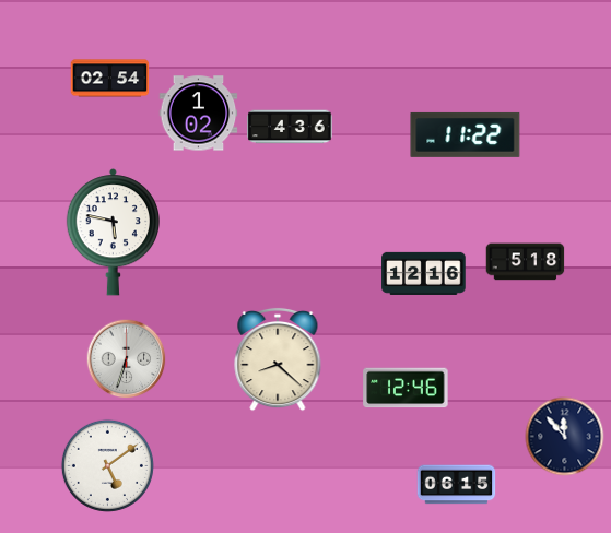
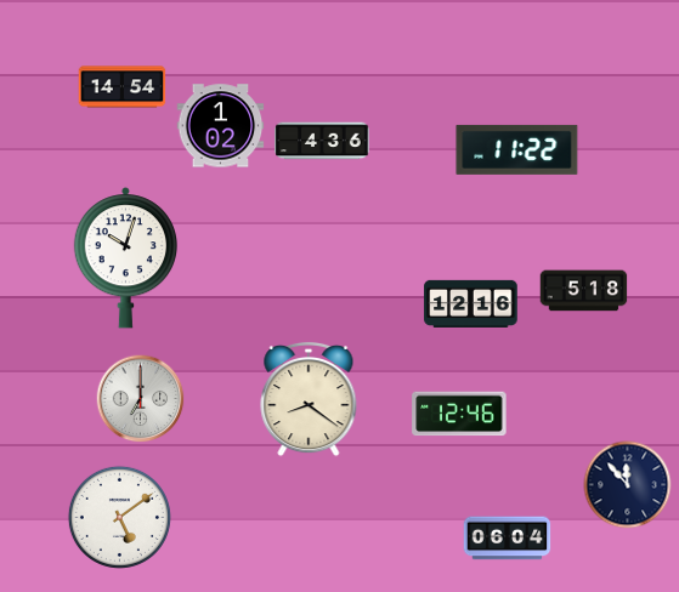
clock at (110, 79): 02:54 -> 14:54
clock at (113, 233): 5:47 -> 10:03
clock at (127, 359): 6:33 -> 7:00
clock at (278, 359): 8:22 -> 8:21
clock at (406, 388) position: (406, 388) -> (459, 414)
clock at (457, 485): 06:15 -> 06:04
